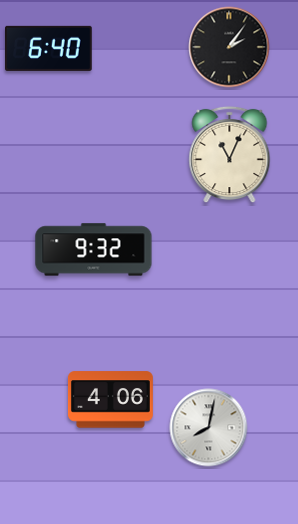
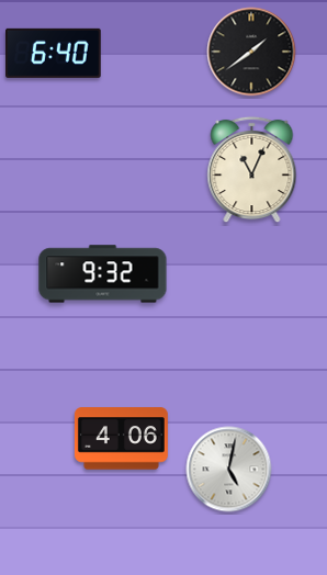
clock at (229, 47): 2:06 -> 1:39
clock at (209, 428): 8:02 -> 5:02
